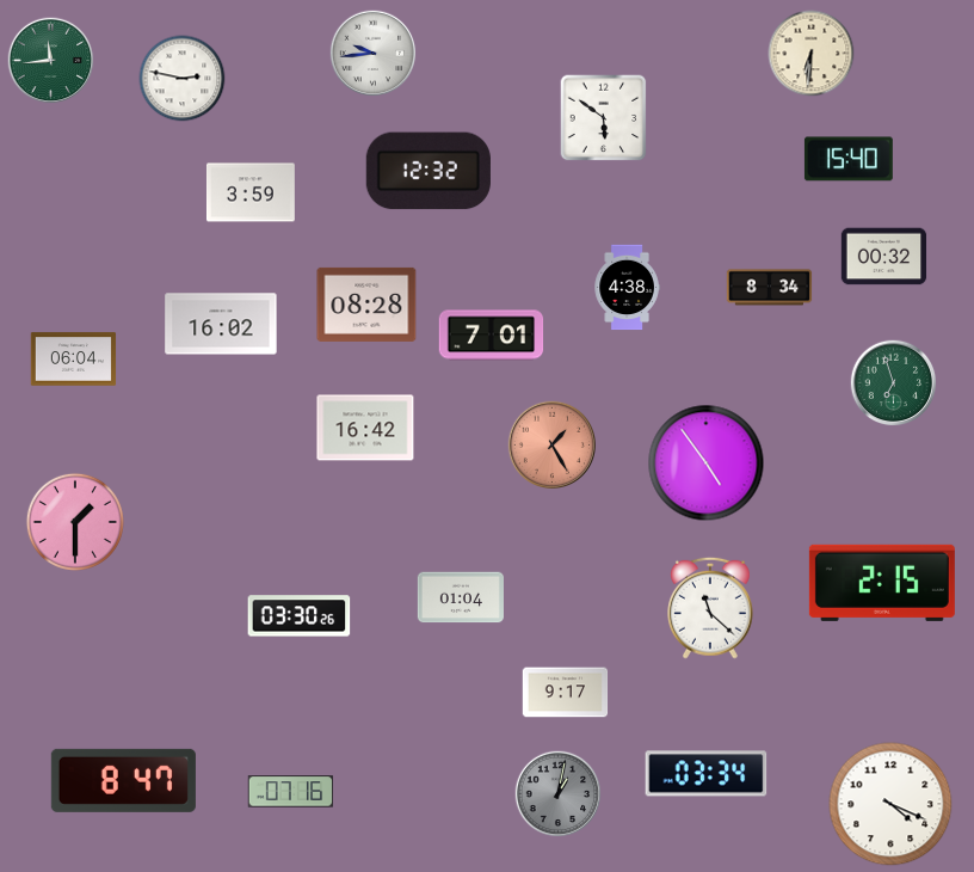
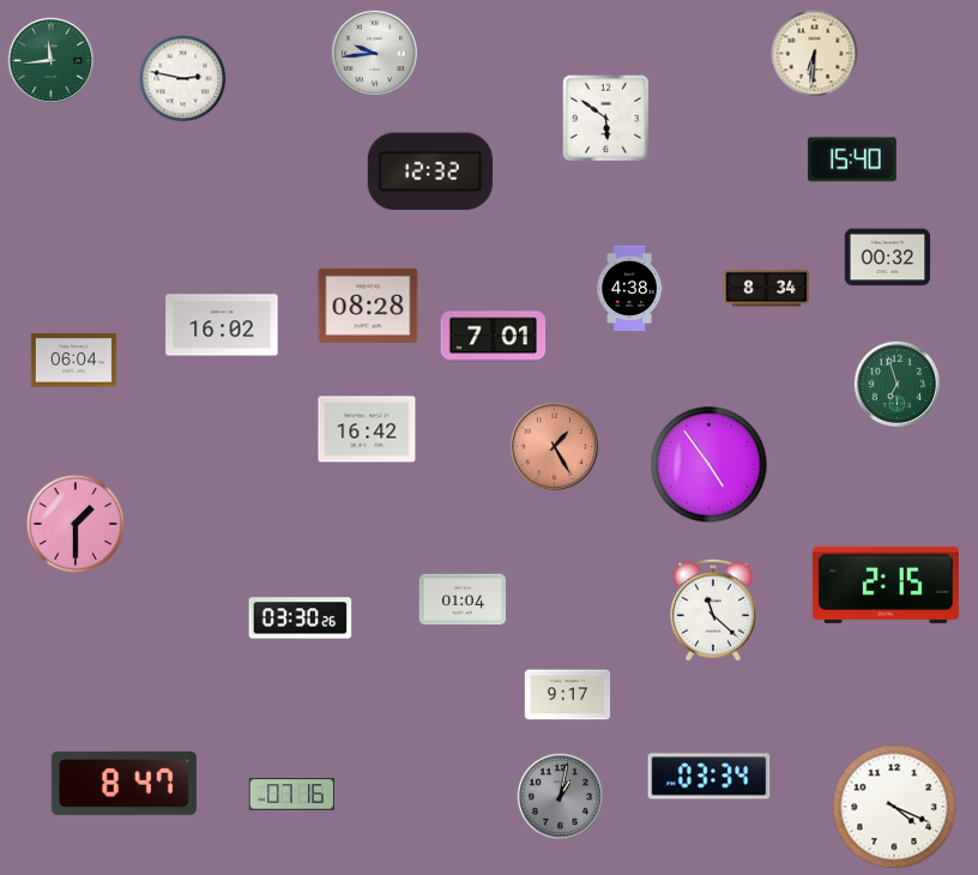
clock at (251, 192): 3:59 -> none
clock at (770, 288) position: (770, 288) -> (767, 289)
